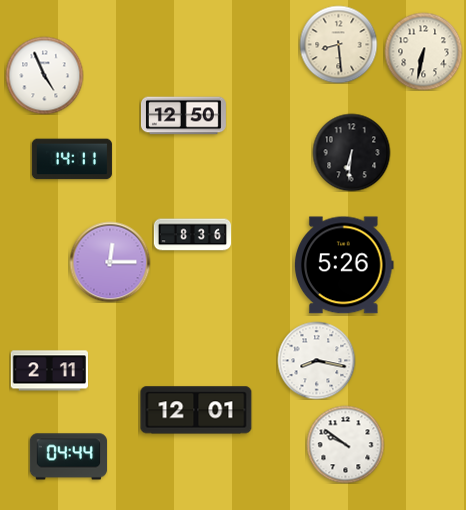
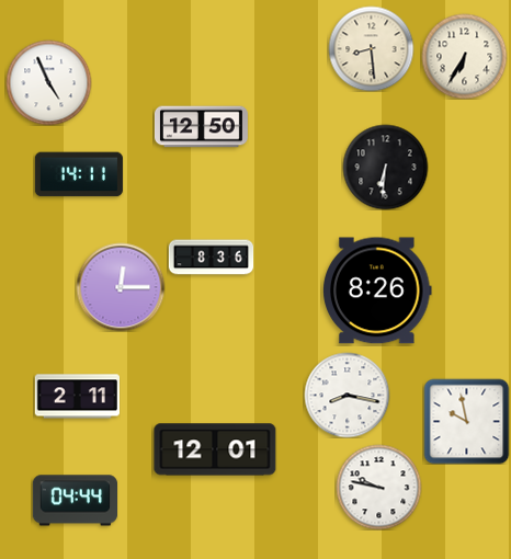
clock at (423, 51): 6:32 -> 6:35
clock at (344, 265): 5:26 -> 8:26
clock at (49, 371) position: (49, 371) -> (77, 397)
clock at (466, 421): none -> 9:58
clock at (345, 444): 9:51 -> 9:47
